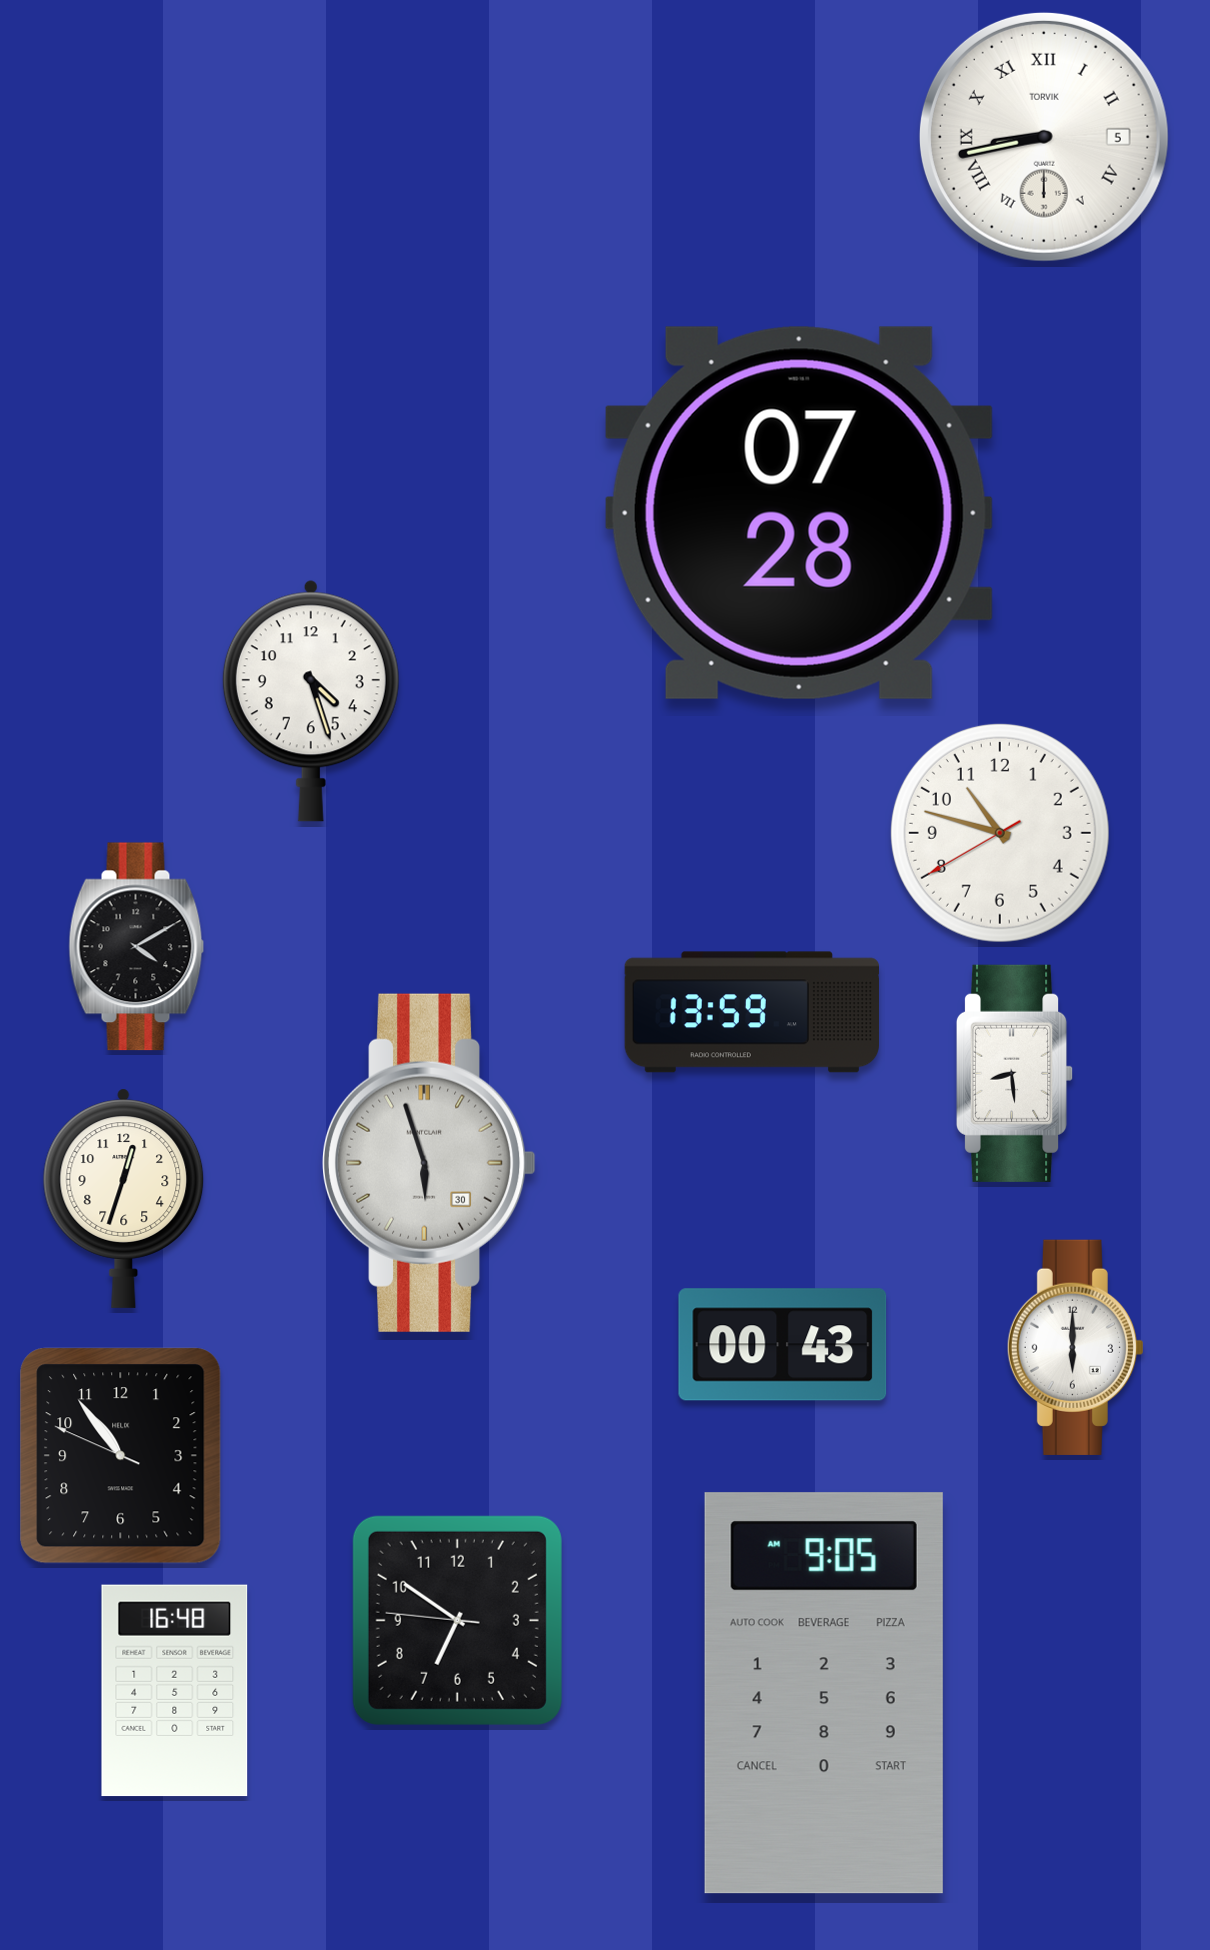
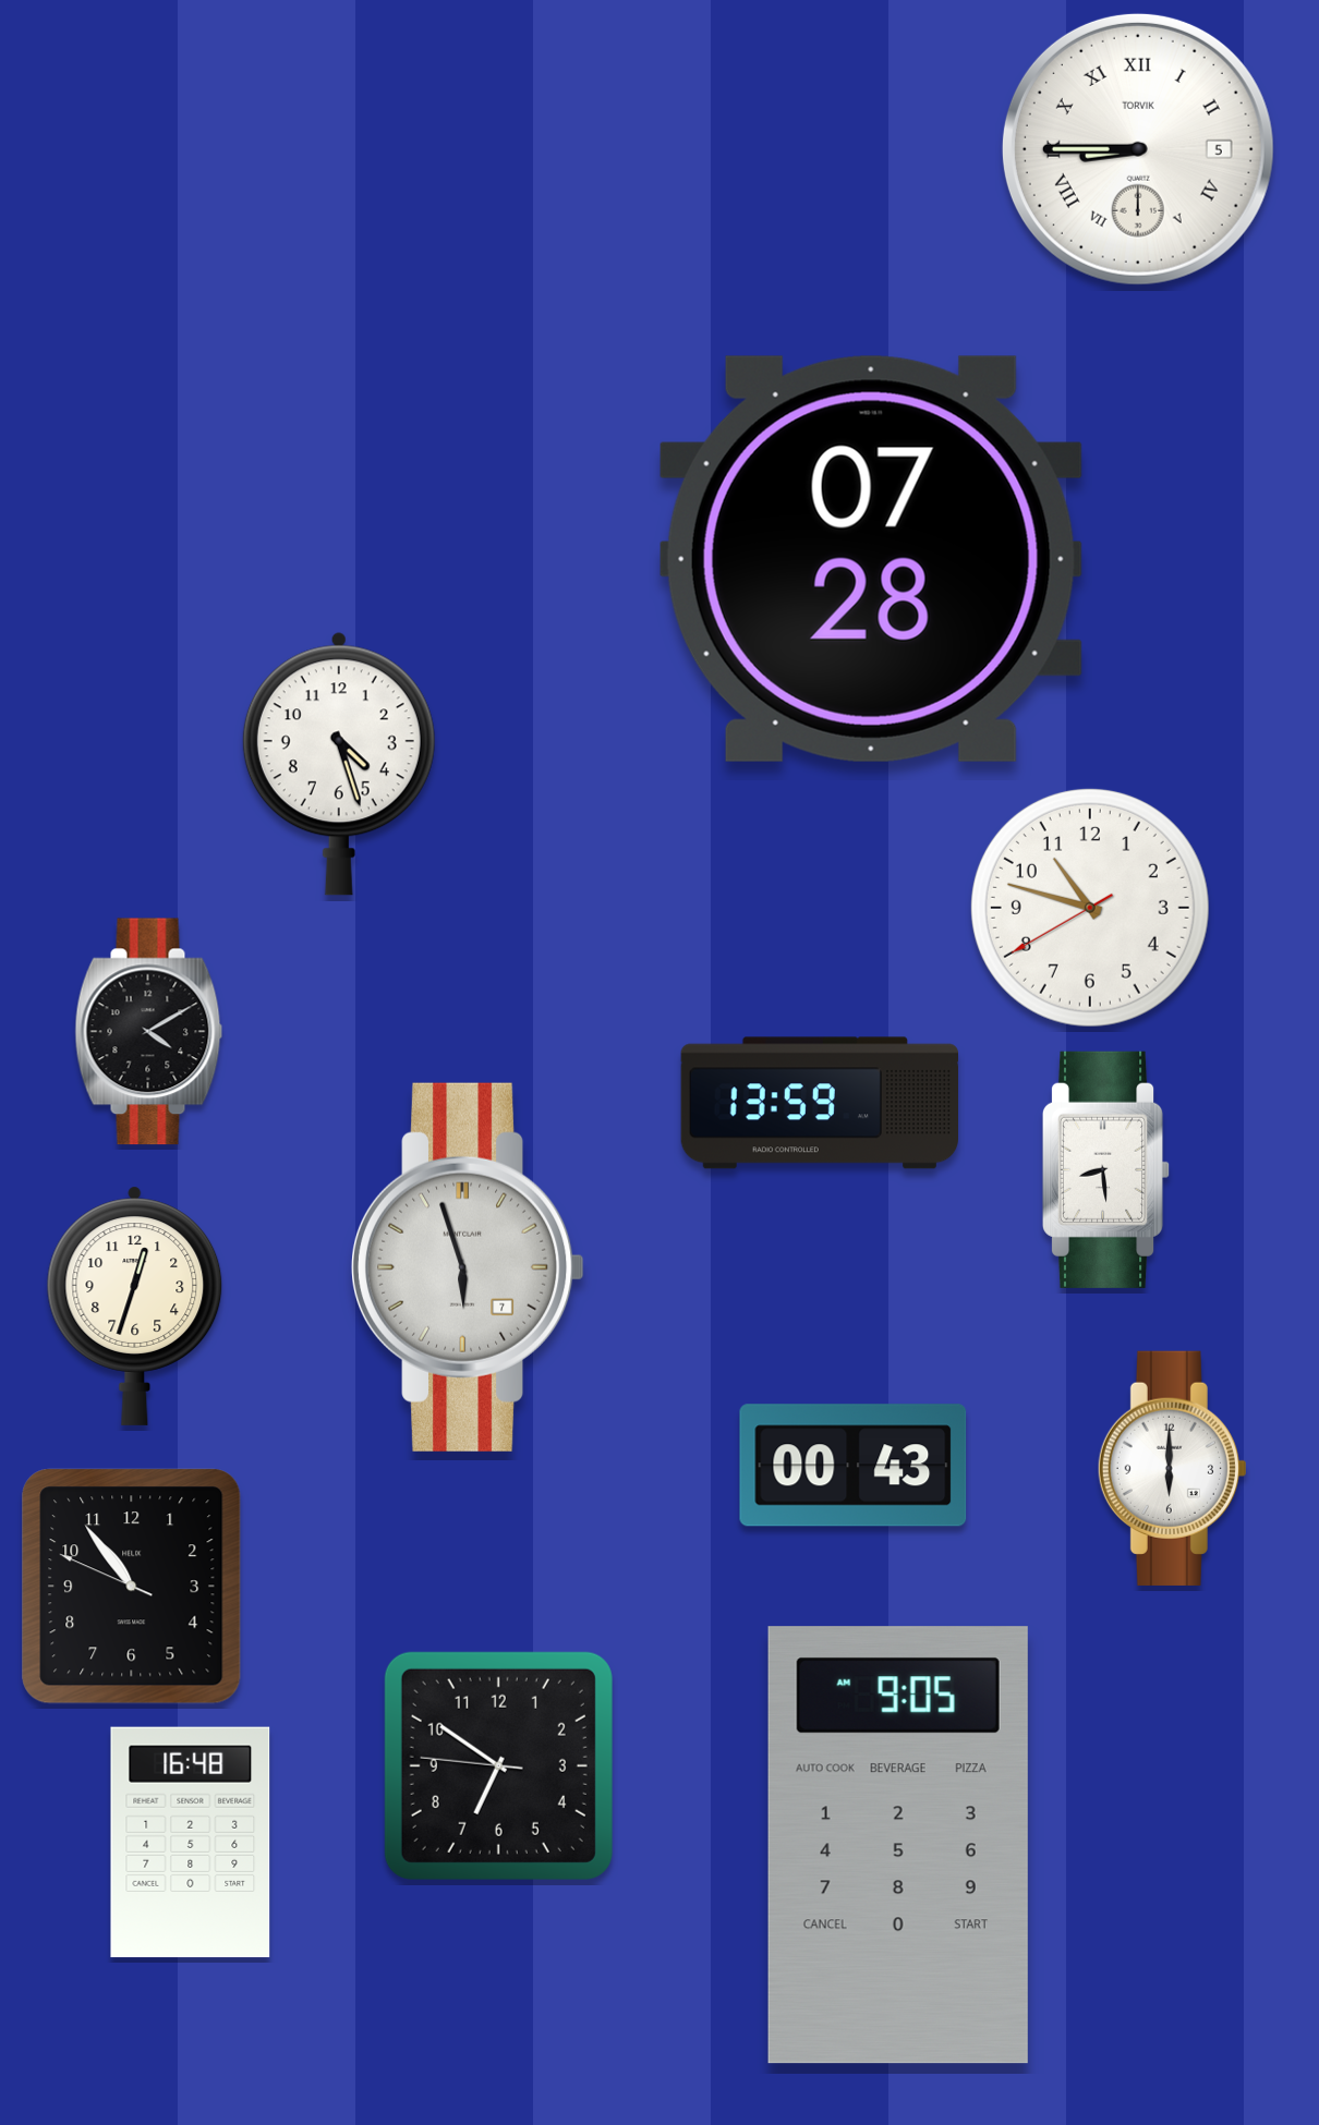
clock at (1044, 137): 8:43 -> 8:45
clock at (430, 1163) date: 30 -> 7
